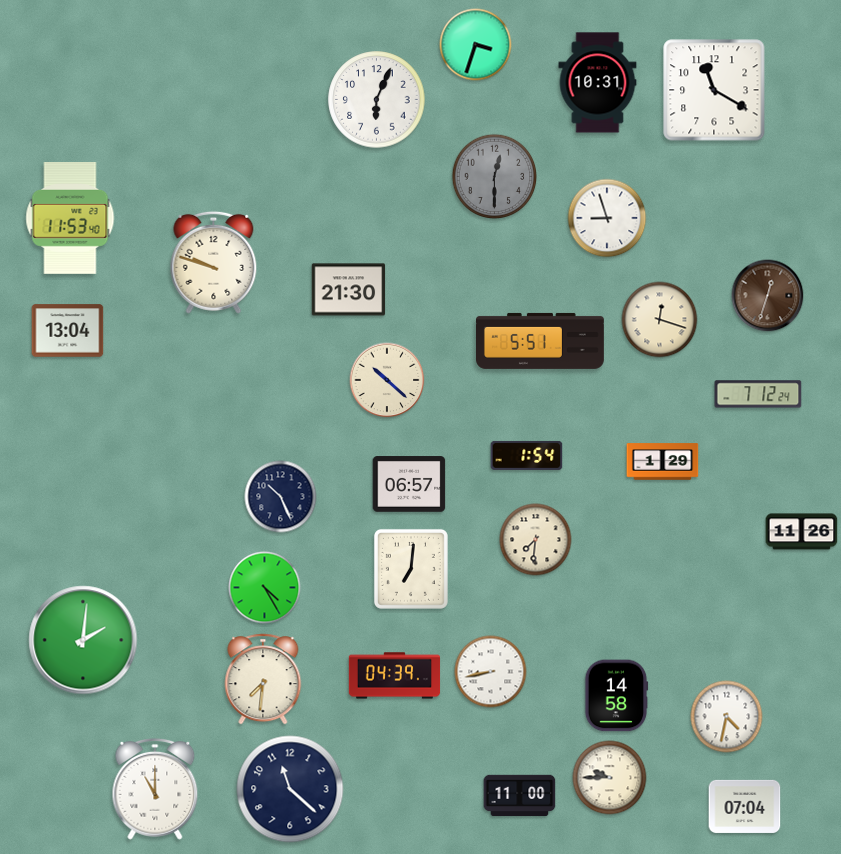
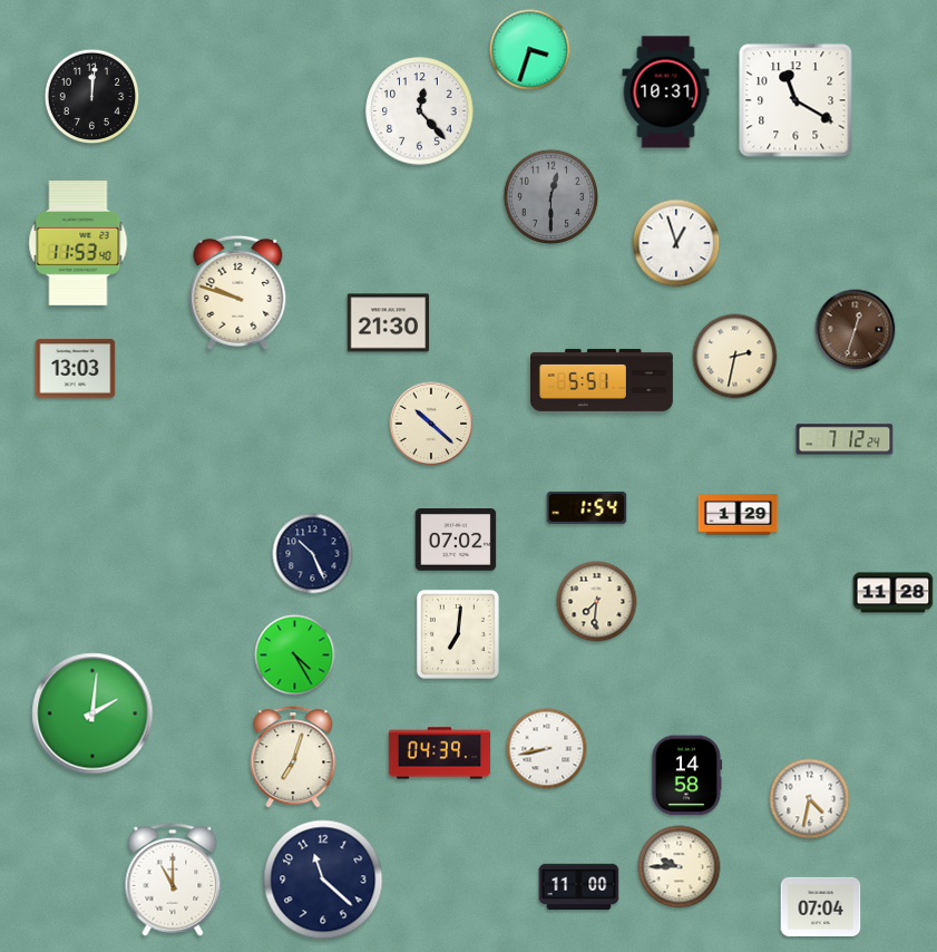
clock at (92, 97): none -> 12:01
clock at (377, 100): 6:04 -> 12:23
clock at (607, 218): 8:57 -> 12:57
clock at (660, 320): 12:18 -> 2:32
clock at (68, 331): 13:04 -> 13:03
clock at (409, 484): 06:57 -> 07:02
clock at (802, 532): 11:26 -> 11:28
clock at (263, 679): 7:31 -> 7:03
clock at (745, 806) position: (745, 806) -> (821, 906)
